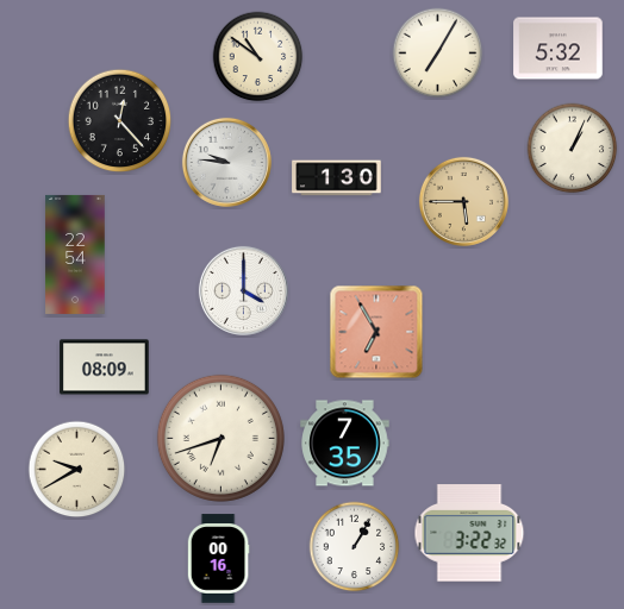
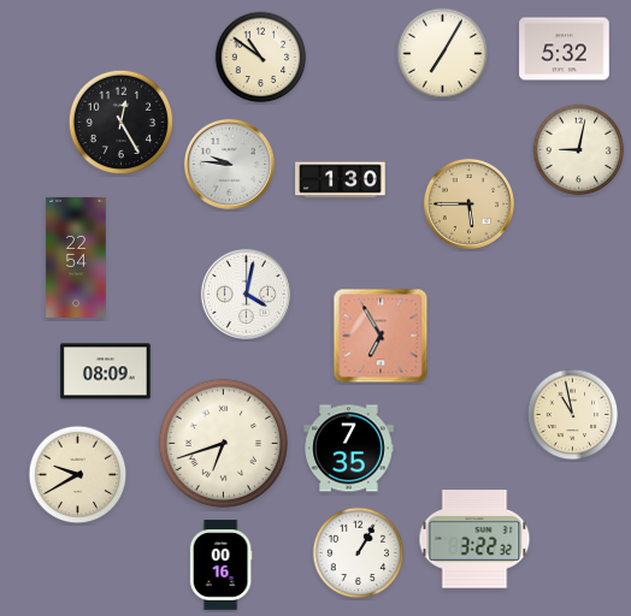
clock at (120, 121): 12:23 -> 12:25
clock at (573, 149): 1:04 -> 9:02
clock at (243, 290): 4:00 -> 4:02
clock at (573, 415): none -> 10:58
